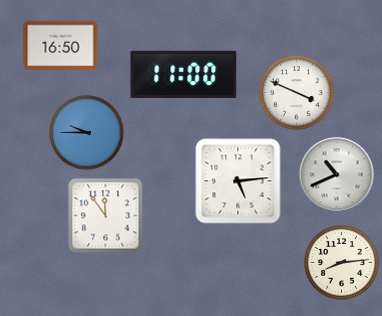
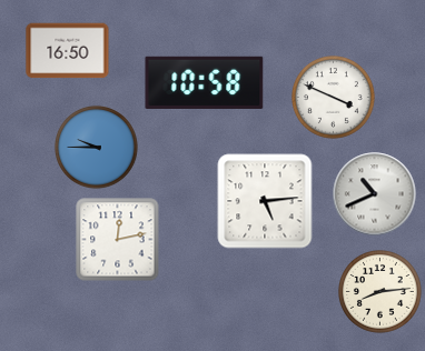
clock at (184, 74): 11:00 -> 10:58
clock at (297, 93) position: (297, 93) -> (334, 98)
clock at (106, 216): 11:54 -> 12:13
